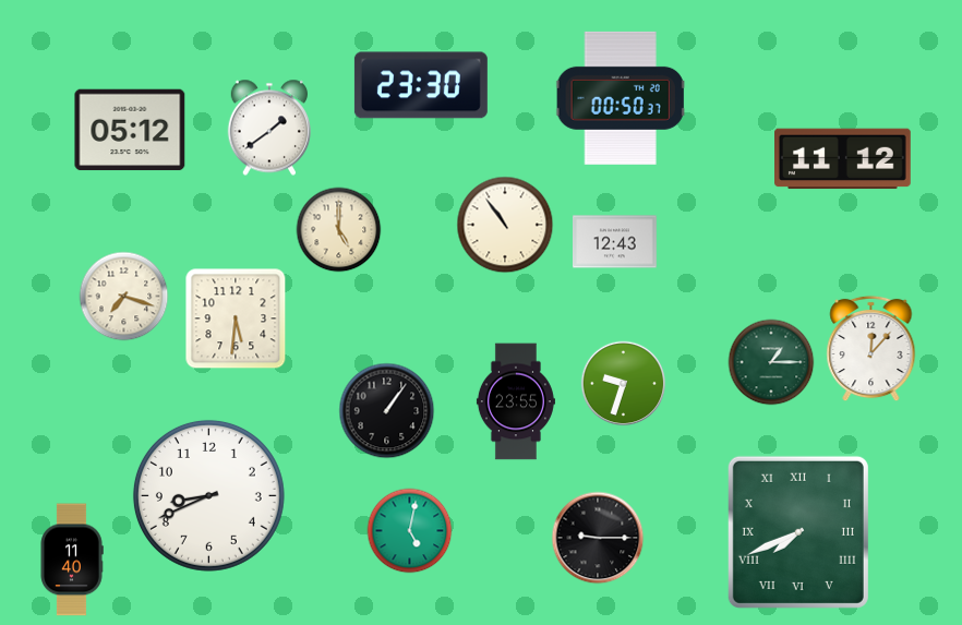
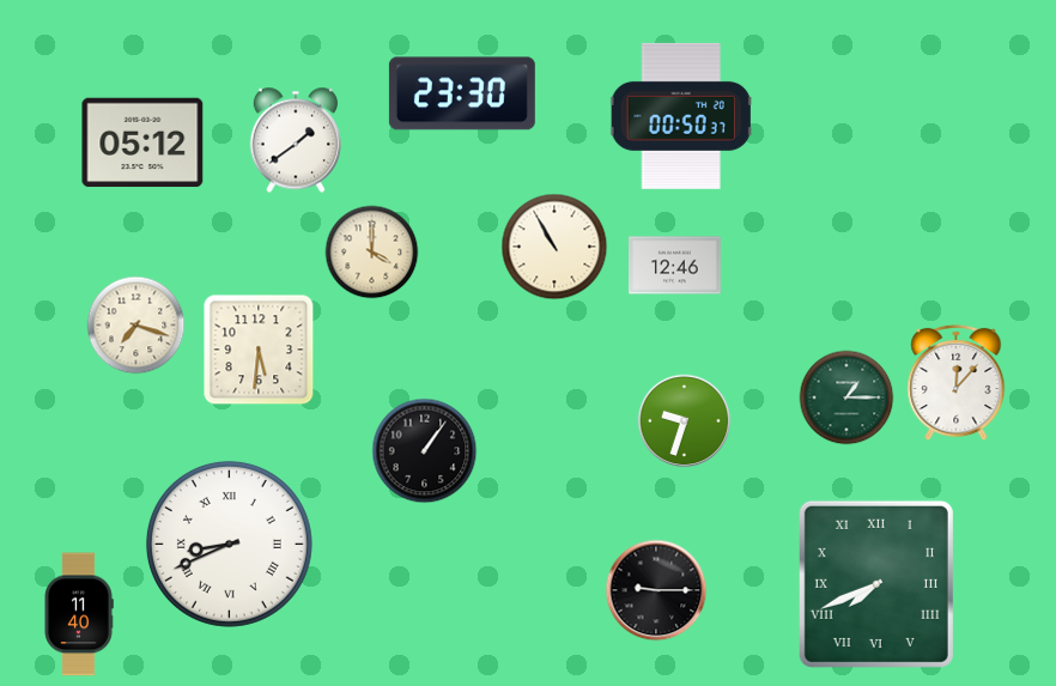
clock at (621, 98) position: (621, 98) -> (681, 116)
clock at (843, 159): 11:12 -> none
clock at (505, 225): 10:54 -> 10:55
clock at (338, 229): 5:00 -> 4:00
clock at (615, 242): 12:43 -> 12:46
clock at (516, 401): 23:55 -> none
clock at (208, 495) numerals: Arabic -> Roman
clock at (409, 530): 5:02 -> none
